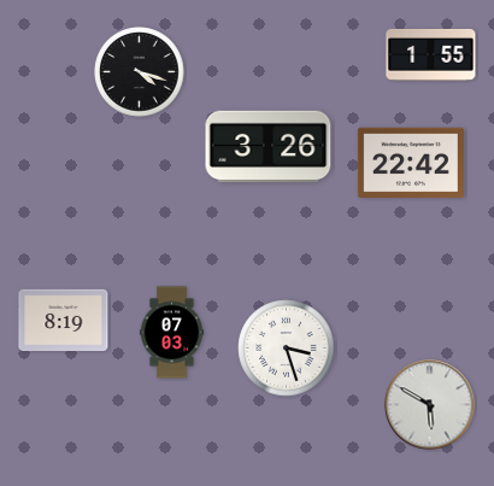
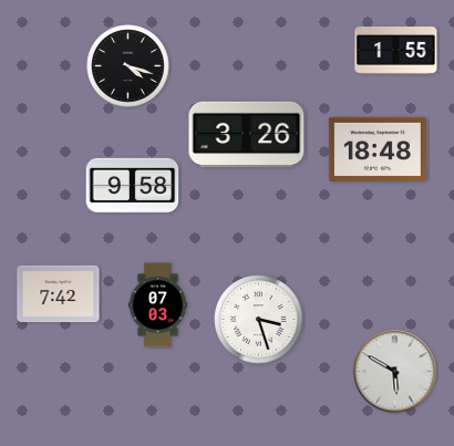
clock at (411, 162): 22:42 -> 18:48
clock at (133, 186): none -> 9:58
clock at (64, 321): 8:19 -> 7:42
clock at (287, 349) position: (287, 349) -> (259, 320)
